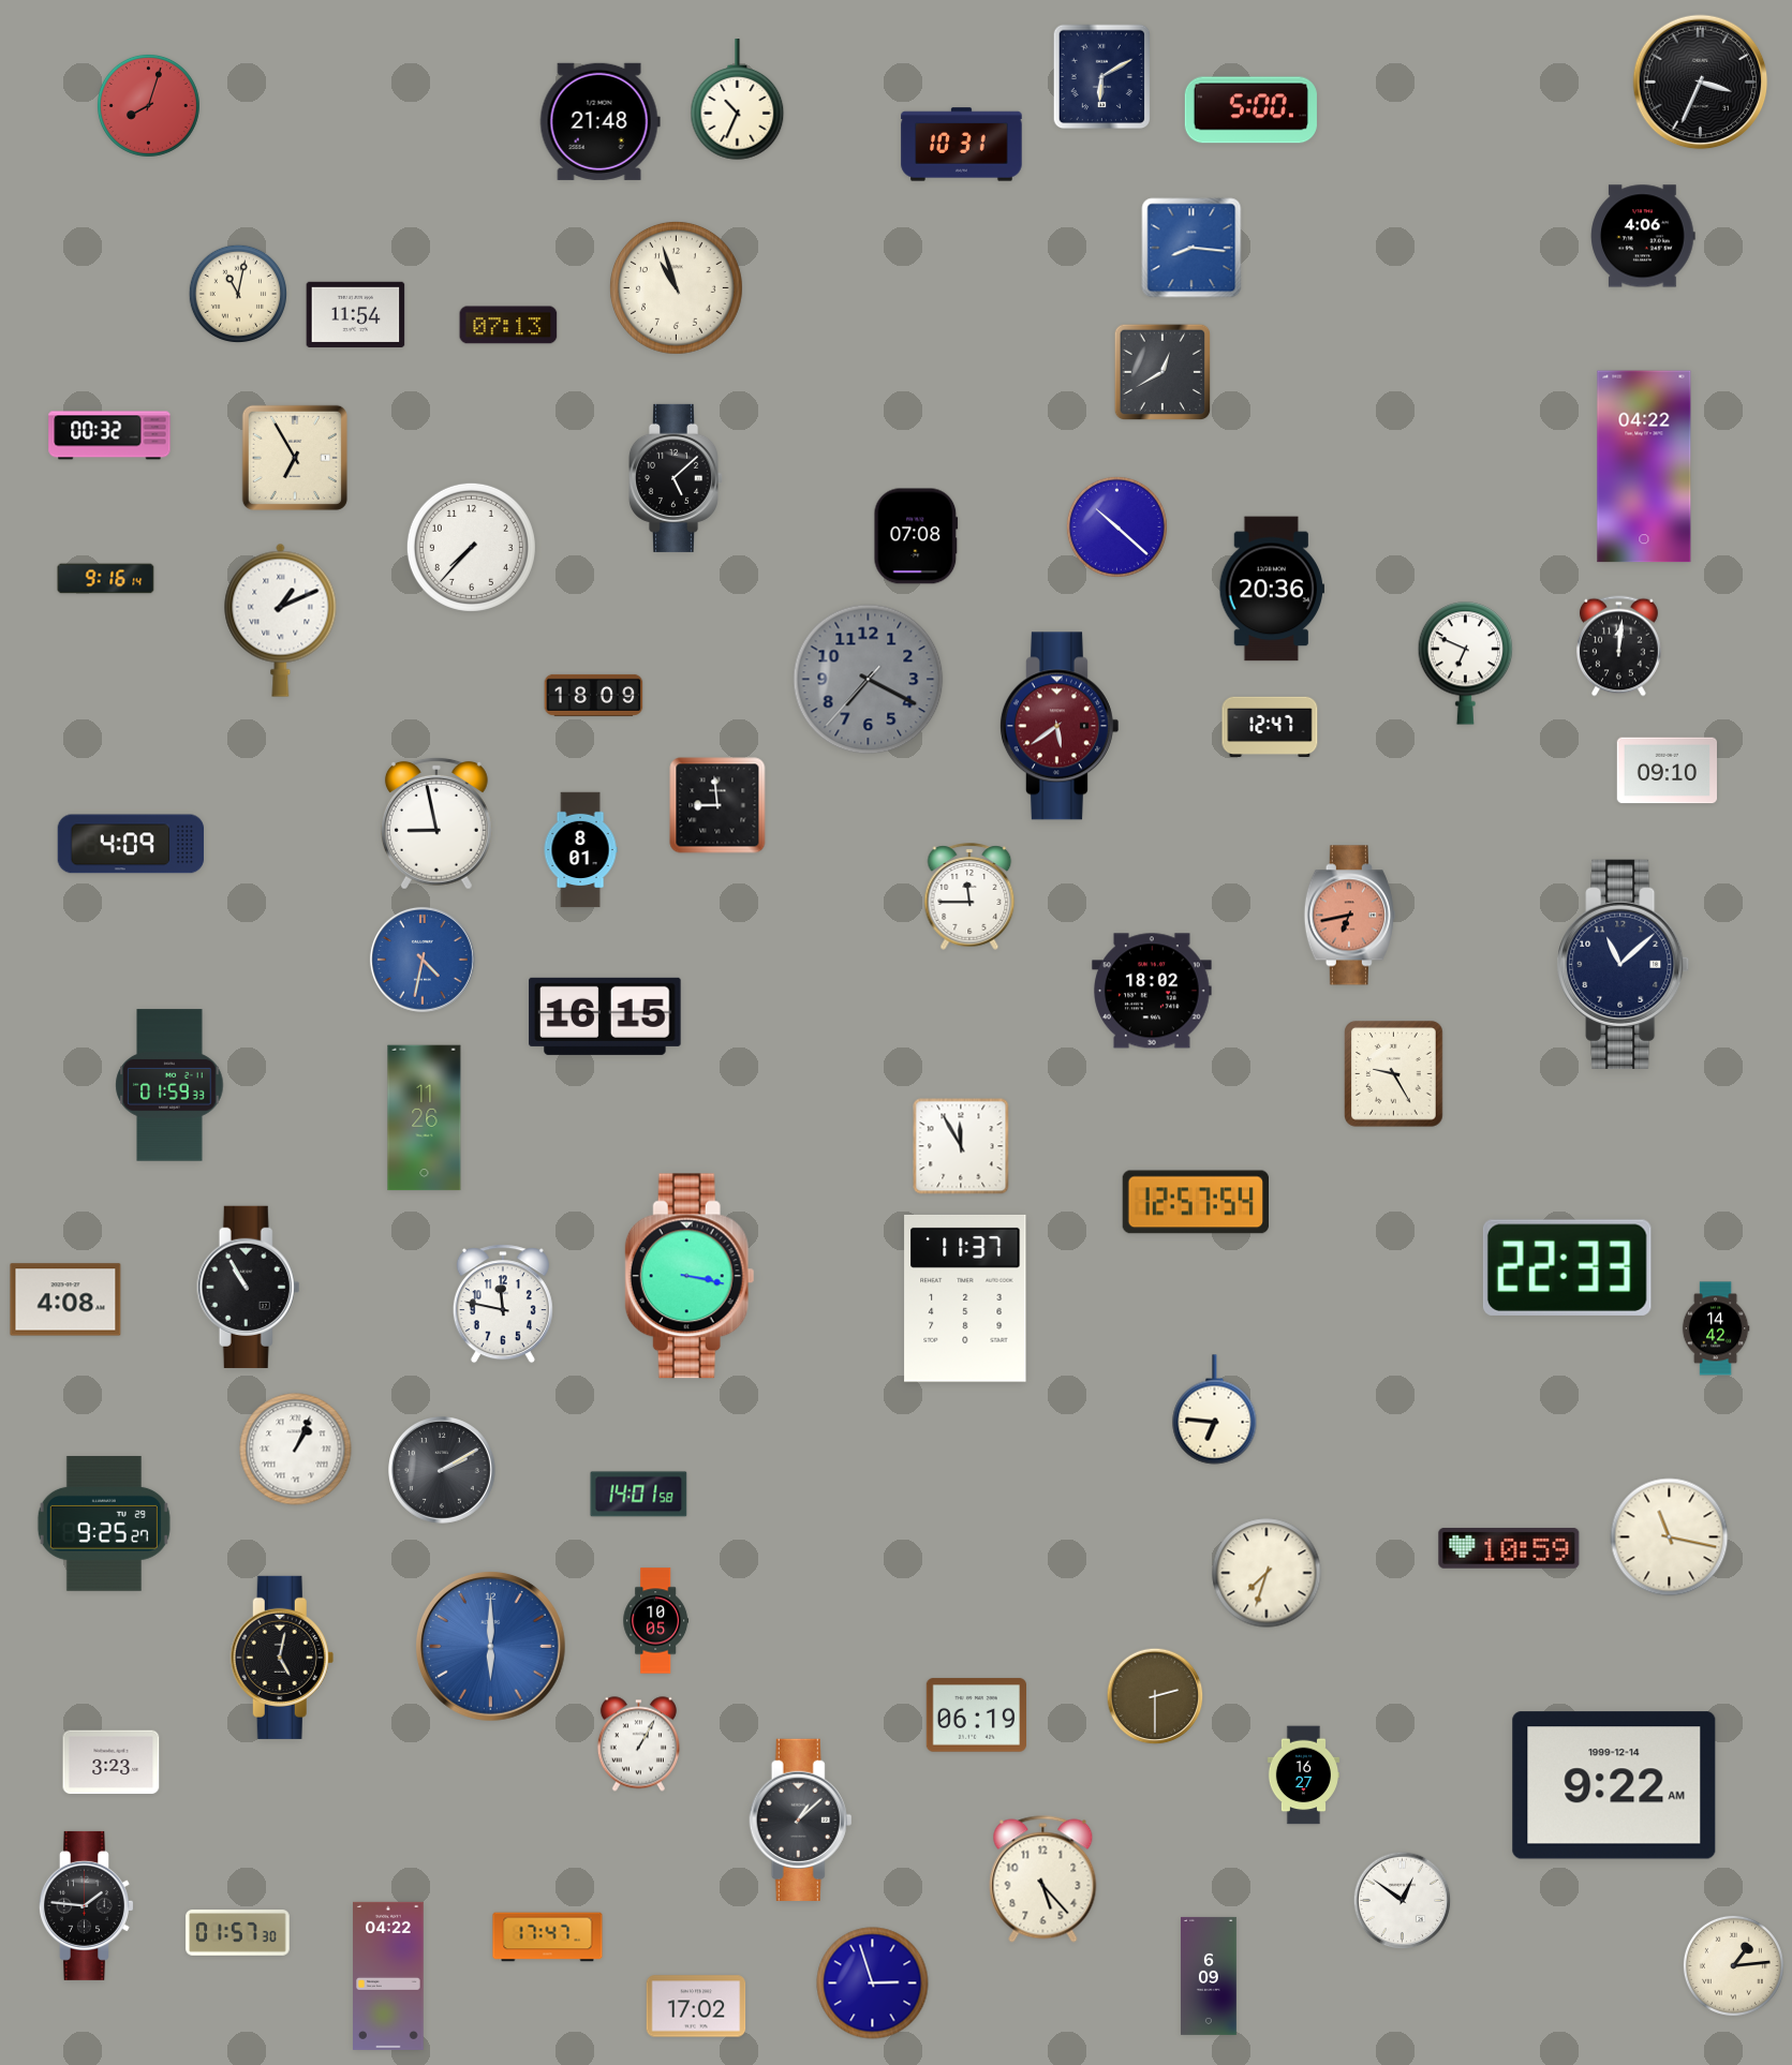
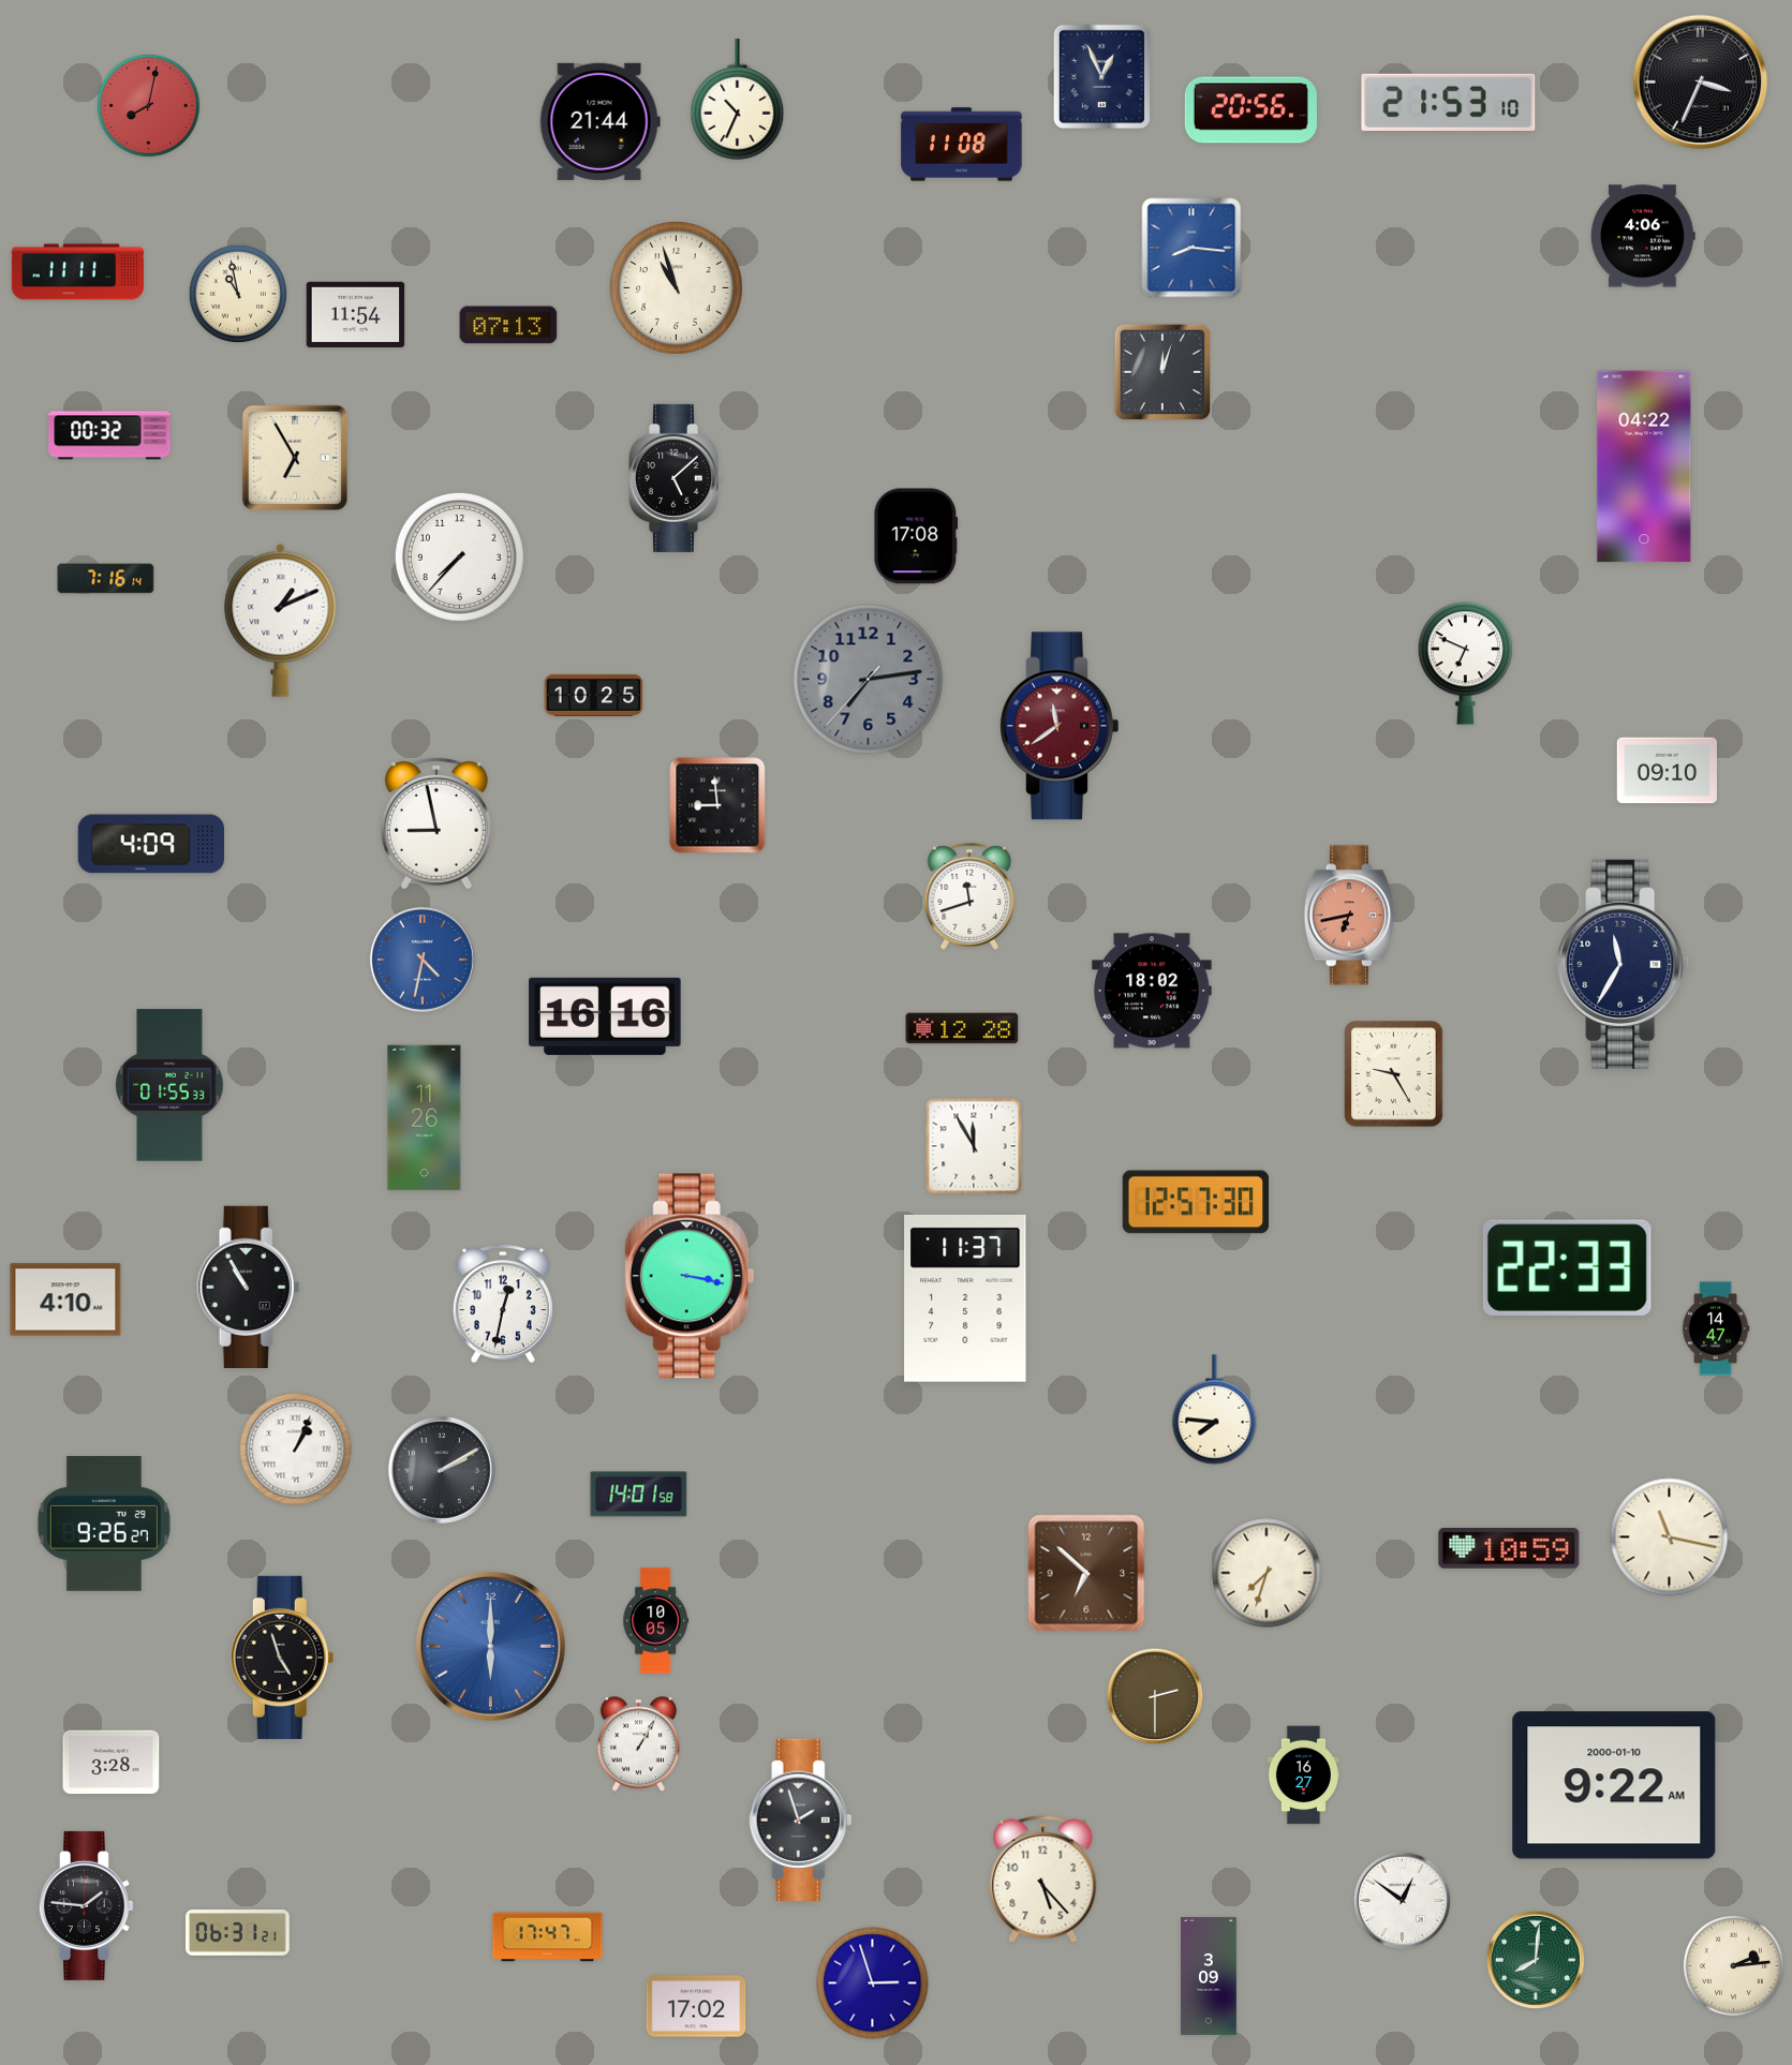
clock at (1102, 77): 6:10 -> 12:56
clock at (1449, 102): none -> 21:53
clock at (148, 105): 8:03 -> 8:02
clock at (1250, 110): 5:00 -> 20:56
clock at (599, 121): 21:48 -> 21:44
clock at (962, 145): 10:31 -> 11:08
clock at (77, 272): none -> 11:11
clock at (237, 293): 11:02 -> 10:58
clock at (1161, 371): 12:40 -> 12:03
clock at (1116, 526): 10:22 -> none
clock at (916, 536): 07:08 -> 17:08
clock at (471, 547) position: (471, 547) -> (459, 556)
clock at (106, 579): 9:16 -> 7:16
clock at (1271, 589): 20:36 -> none
clock at (1618, 647): 12:01 -> none
clock at (869, 680): 7:19 -> 7:13
clock at (594, 695): 18:09 -> 10:25
clock at (1058, 726): 5:39 -> 11:39
clock at (1270, 727): 12:47 -> none
clock at (131, 844) position: (131, 844) -> (151, 844)
clock at (580, 850): 8:01 -> none
clock at (969, 896): 11:45 -> 11:42
clock at (1624, 964): 11:08 -> 11:35
clock at (605, 1016): 16:15 -> 16:16
clock at (962, 1028): none -> 12:28
clock at (169, 1085): 01:59 -> 01:55
clock at (961, 1146) position: (961, 1146) -> (974, 1146)
clock at (1195, 1202): 12:57:54 -> 12:57:30
clock at (65, 1299): 4:08 -> 4:10
clock at (503, 1304): 11:47 -> 12:32
clock at (1716, 1328): 14:42 -> 14:47
clock at (1215, 1410): 6:46 -> 7:46
clock at (104, 1524): 9:25 -> 9:26
clock at (1086, 1573): none -> 6:52
clock at (282, 1658): 5:02 -> 4:57
clock at (976, 1715): 06:19 -> none
clock at (112, 1763): 3:23 -> 3:28
clock at (1614, 1785) date: 1999-12-14 -> 2000-01-10
clock at (801, 1819): 1:08 -> 1:57
clock at (238, 1933): 01:57 -> 06:31
clock at (1536, 1960): none -> 8:01
clock at (1733, 1965): 1:14 -> 2:14
clock at (388, 1976): 04:22 -> none
clock at (1210, 1976): 6:09 -> 3:09
